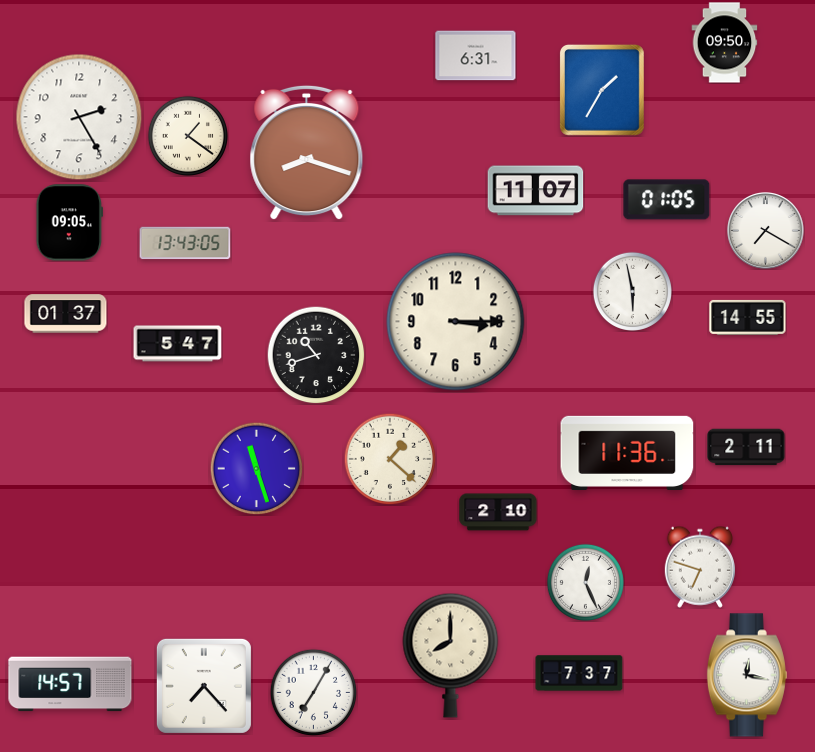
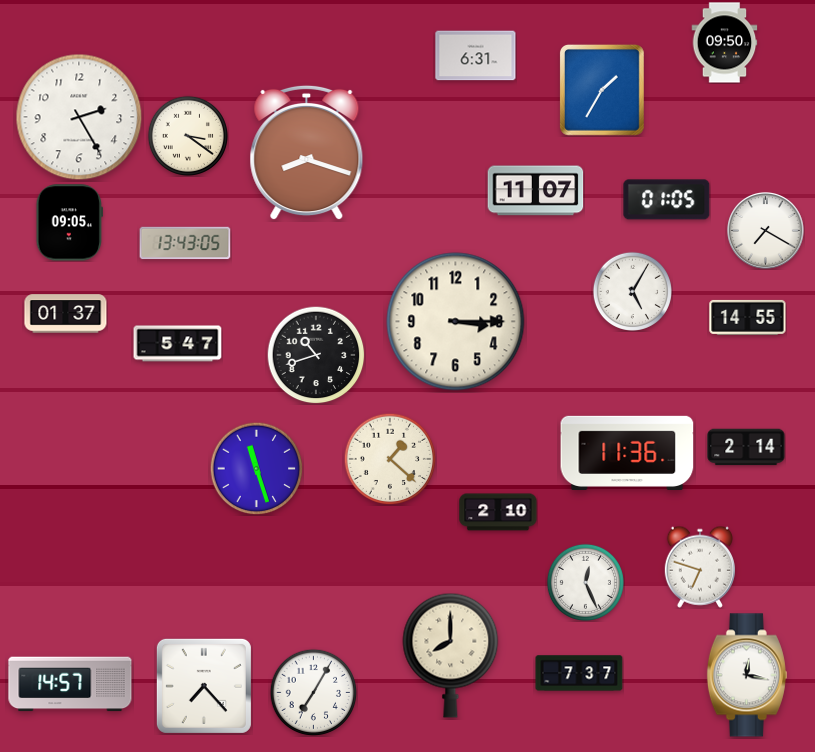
clock at (187, 135): 1:21 -> 3:21
clock at (632, 291): 5:58 -> 5:05
clock at (746, 447): 2:11 -> 2:14
